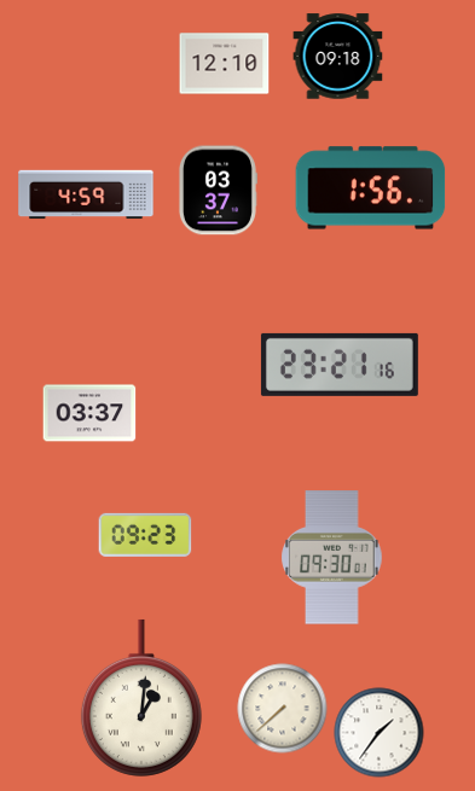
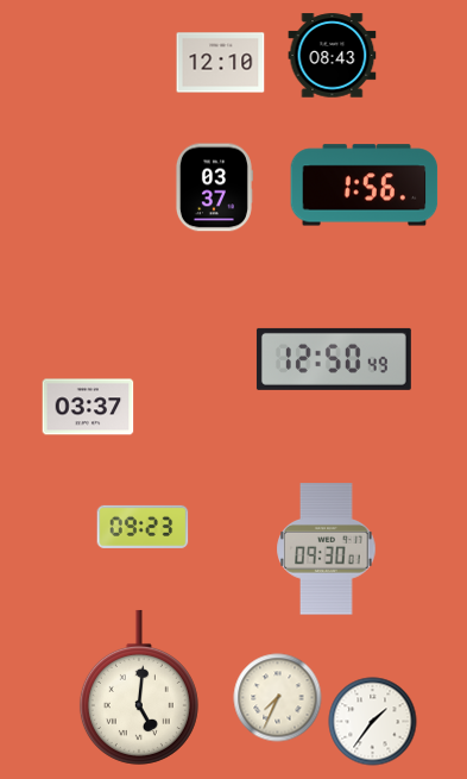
clock at (338, 57): 09:18 -> 08:43
clock at (86, 194): 4:59 -> none
clock at (340, 365): 23:21 -> 12:50
clock at (141, 698): 1:01 -> 5:01
clock at (283, 709): 7:38 -> 7:34
